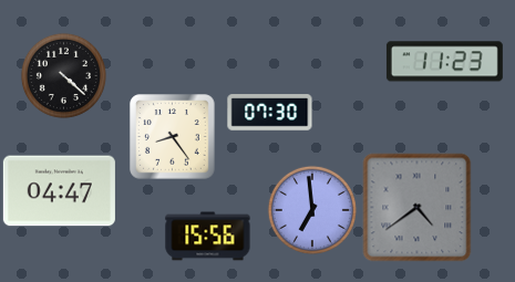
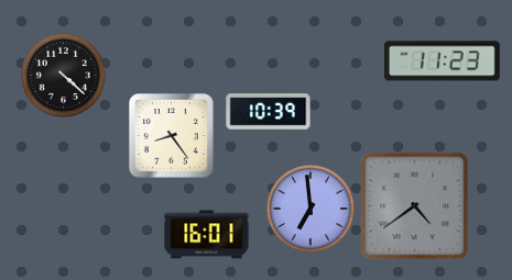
clock at (270, 113): 07:30 -> 10:39
clock at (59, 191): 04:47 -> none
clock at (208, 237): 15:56 -> 16:01
